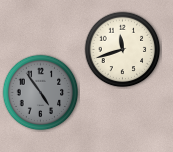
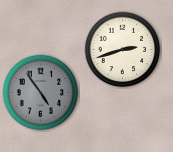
clock at (123, 50): 11:42 -> 2:42
